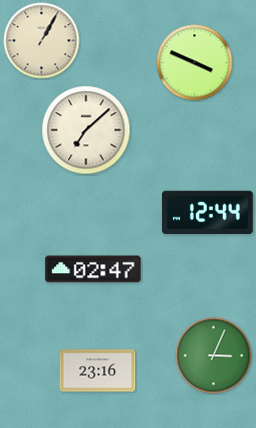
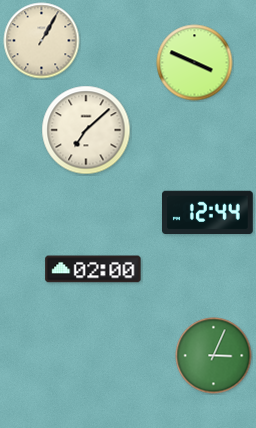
clock at (93, 269): 02:47 -> 02:00
clock at (98, 371): 23:16 -> none
